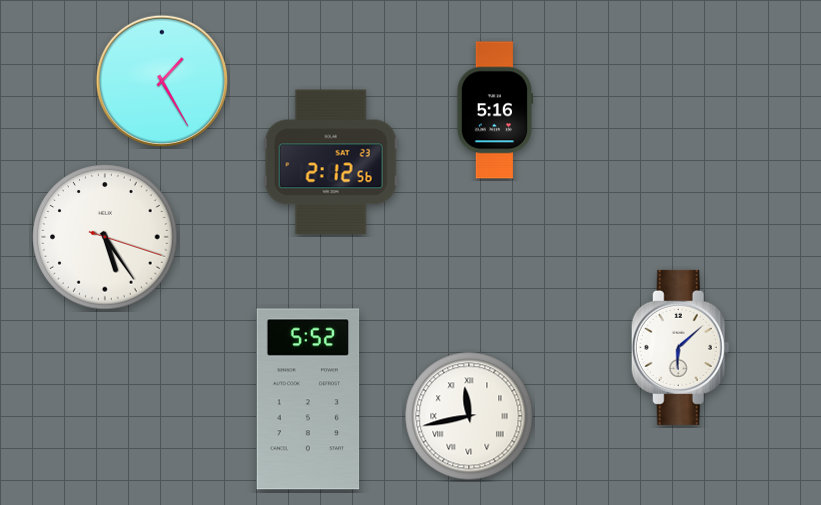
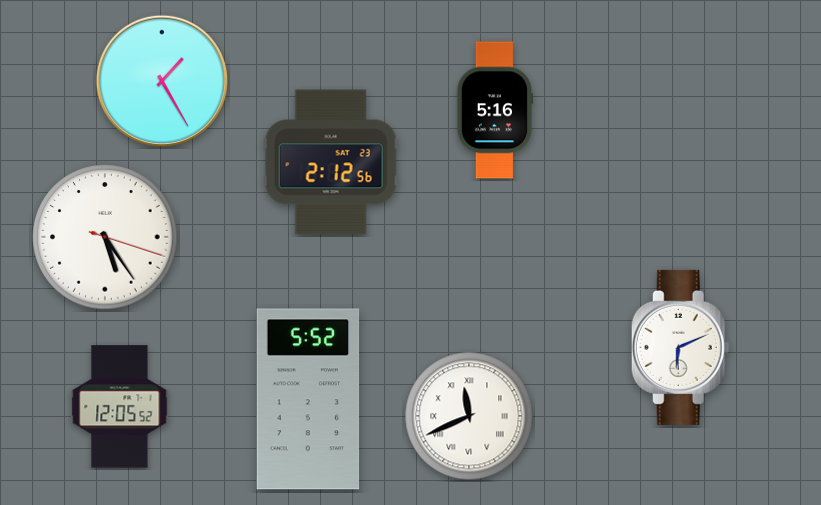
clock at (680, 347): 6:08 -> 6:11
clock at (120, 407): none -> 12:05
clock at (469, 416): 11:43 -> 11:41
